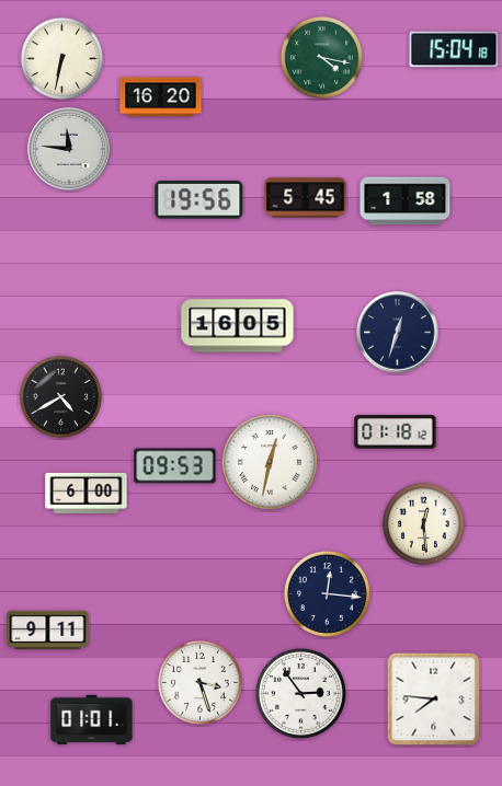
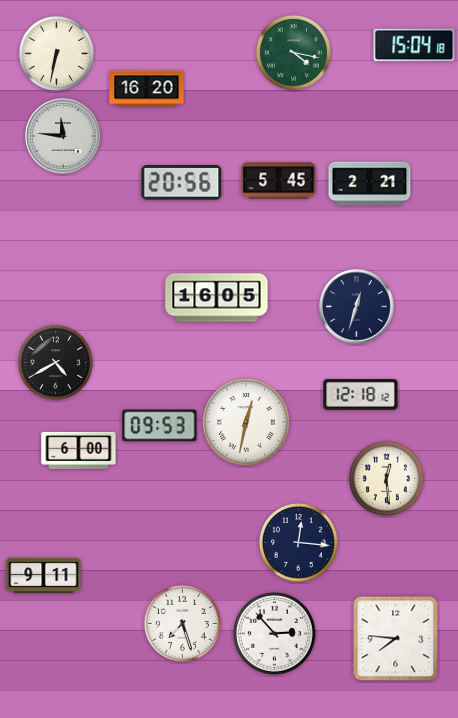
clock at (199, 200): 19:56 -> 20:56
clock at (406, 201): 1:58 -> 2:21
clock at (398, 333) position: (398, 333) -> (357, 307)
clock at (396, 432): 01:18 -> 12:18
clock at (199, 682): 3:27 -> 7:27
clock at (300, 693): 2:54 -> 2:53
clock at (92, 719): 01:01 -> none
